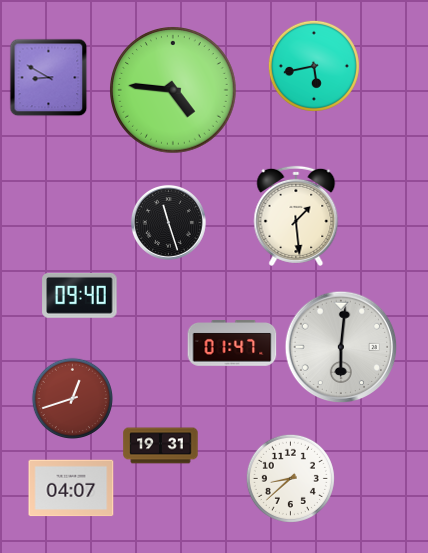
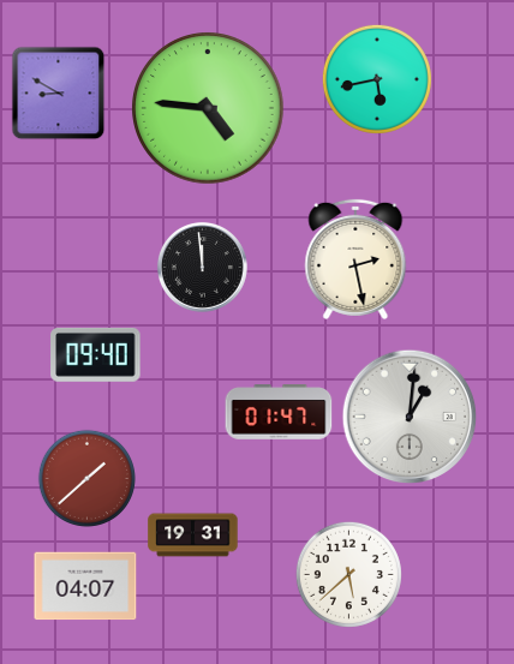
clock at (296, 216): 1:29 -> 2:28
clock at (168, 222): 11:27 -> 11:59
clock at (341, 347): 6:01 -> 1:01
clock at (72, 398): 12:42 -> 1:38
clock at (290, 478): 8:38 -> 5:38
